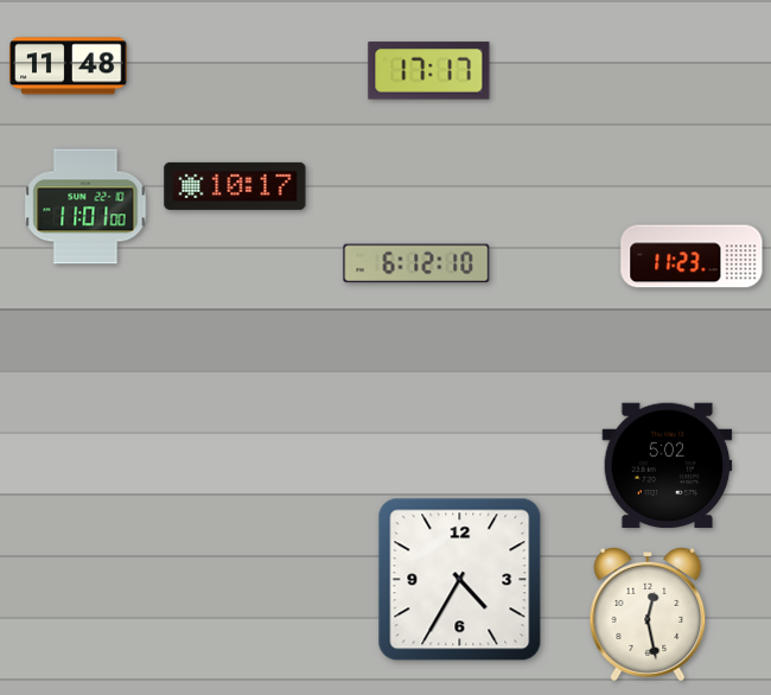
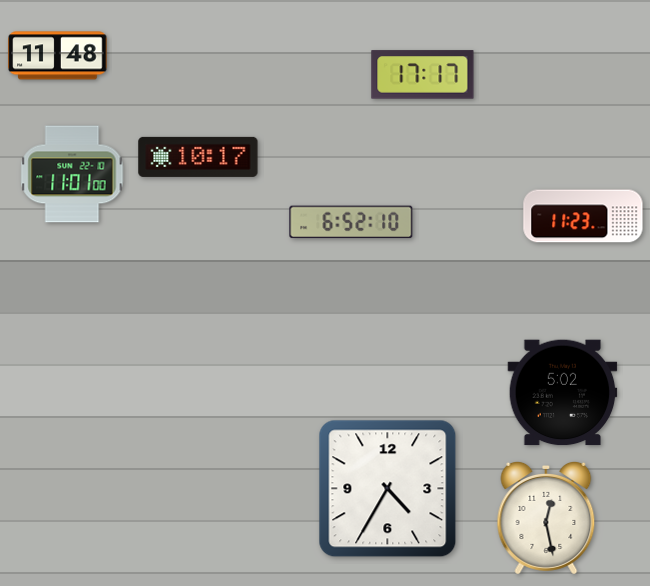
clock at (429, 71) position: (429, 71) -> (423, 75)
clock at (416, 263): 6:12 -> 6:52
